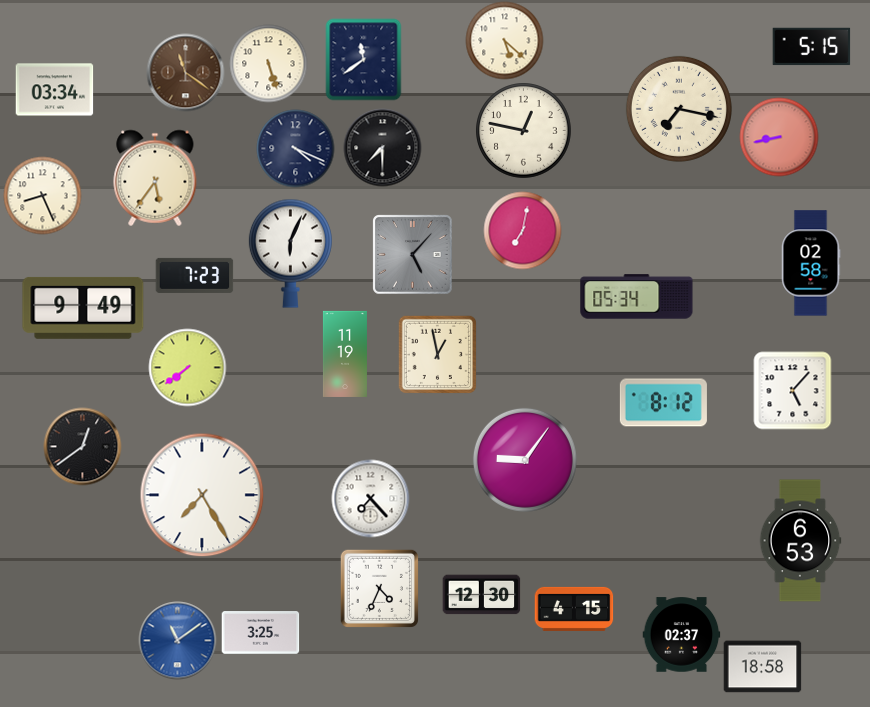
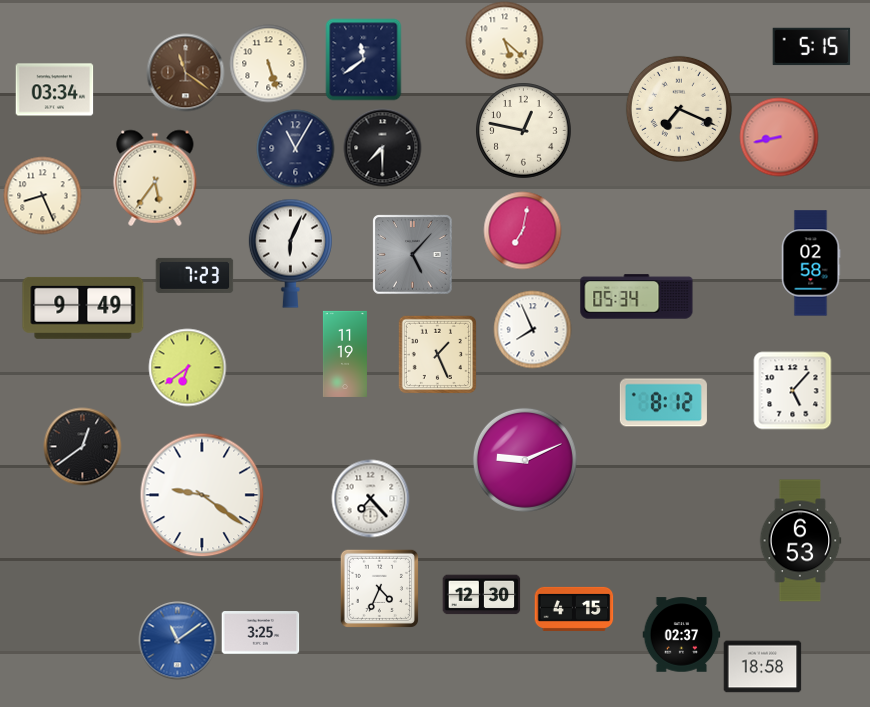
clock at (679, 109): 7:17 -> 7:19
clock at (295, 148): 4:19 -> 11:05
clock at (532, 329): none -> 7:56
clock at (437, 354): 12:58 -> 1:26
clock at (187, 367): 7:39 -> 6:39
clock at (525, 460): 9:06 -> 9:11
clock at (202, 495): 7:25 -> 9:21
